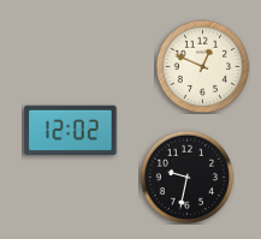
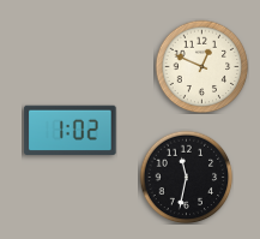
clock at (71, 131): 12:02 -> 1:02
clock at (186, 177): 9:32 -> 11:32
